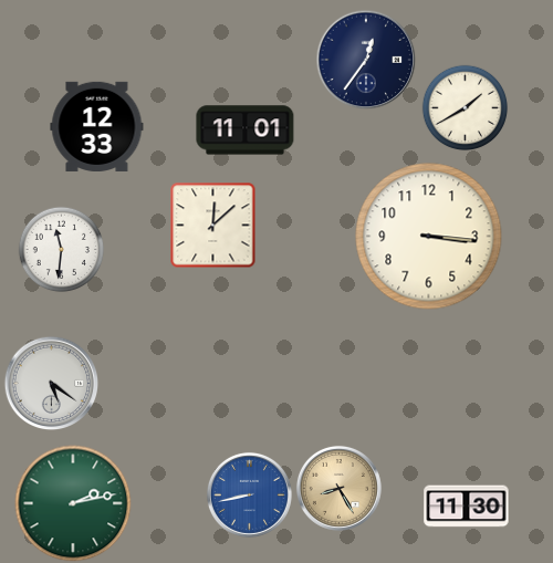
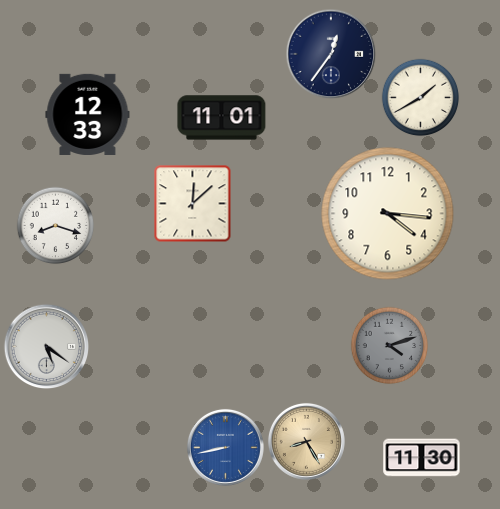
clock at (429, 237): 3:16 -> 4:16
clock at (61, 249): 11:31 -> 8:18
clock at (389, 345): none -> 4:12
clock at (73, 503): 2:13 -> none
